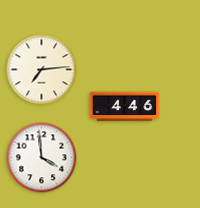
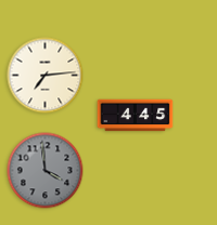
clock at (125, 107): 4:46 -> 4:45
clock at (42, 158) dial: white -> grey
